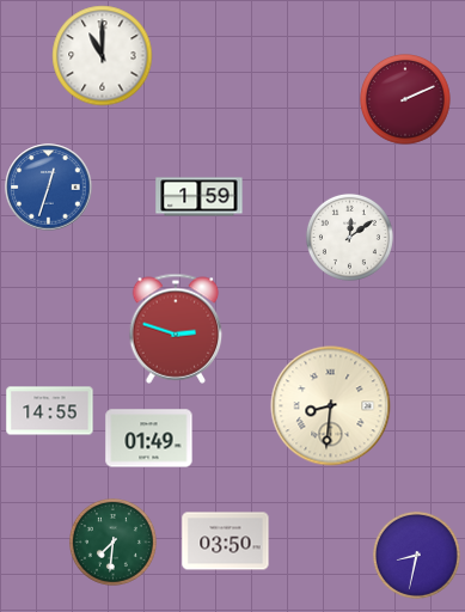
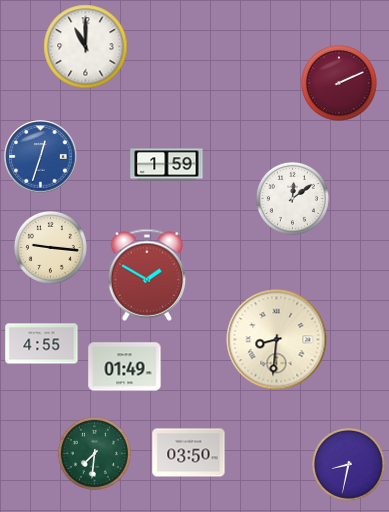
clock at (50, 247): none -> 9:16
clock at (176, 329): 2:48 -> 1:50
clock at (50, 411): 14:55 -> 4:55
